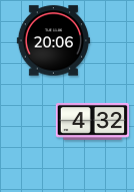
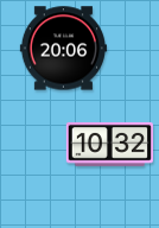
clock at (92, 121): 4:32 -> 10:32
